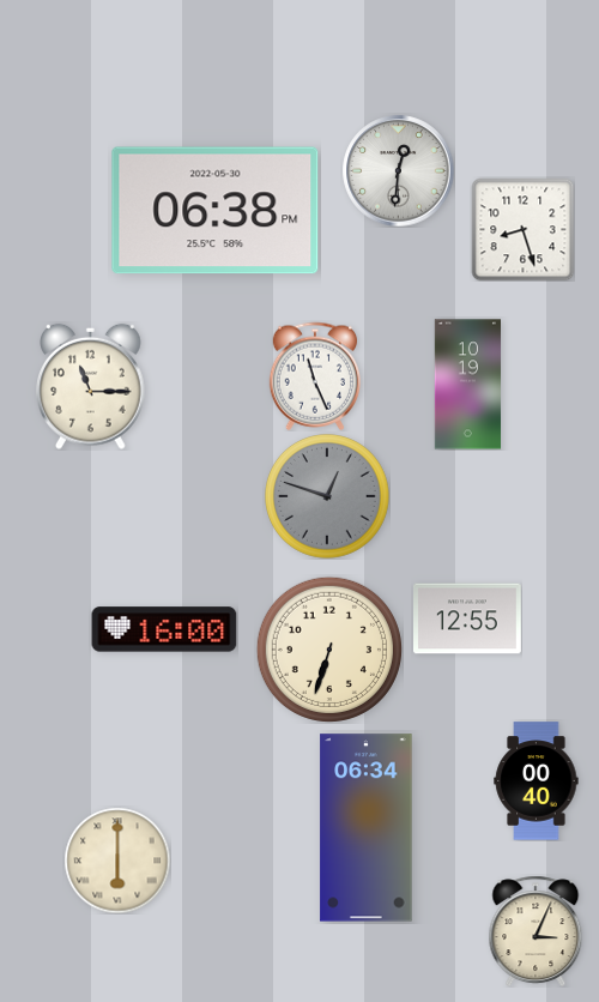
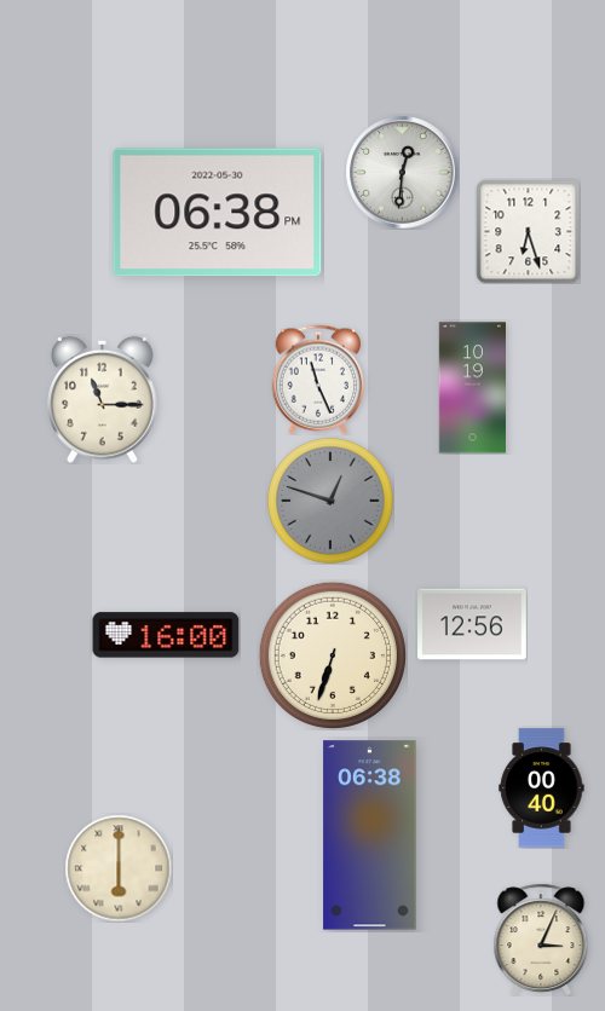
clock at (522, 229): 8:27 -> 6:27
clock at (91, 386) position: (91, 386) -> (103, 399)
clock at (468, 618): 12:55 -> 12:56
clock at (367, 828): 06:34 -> 06:38
